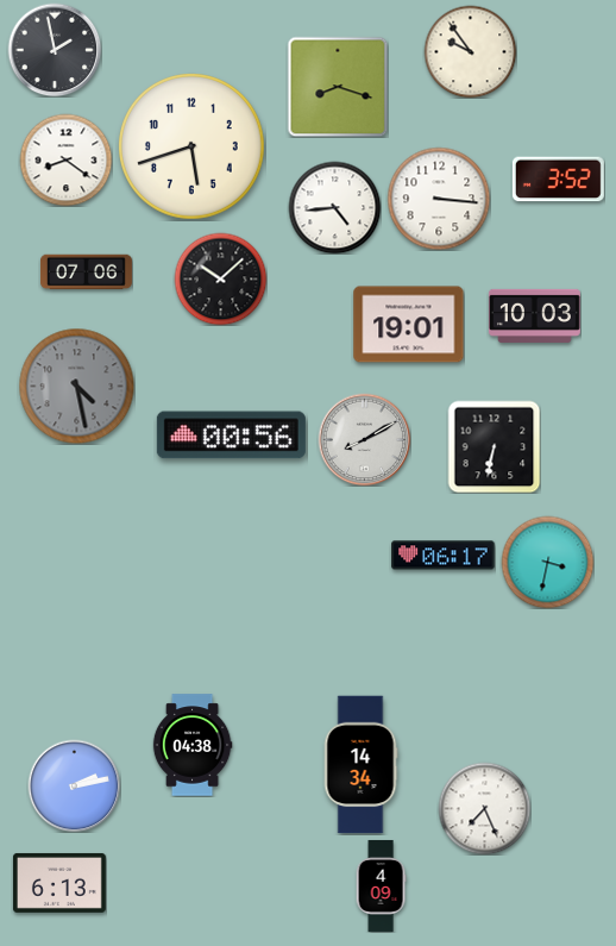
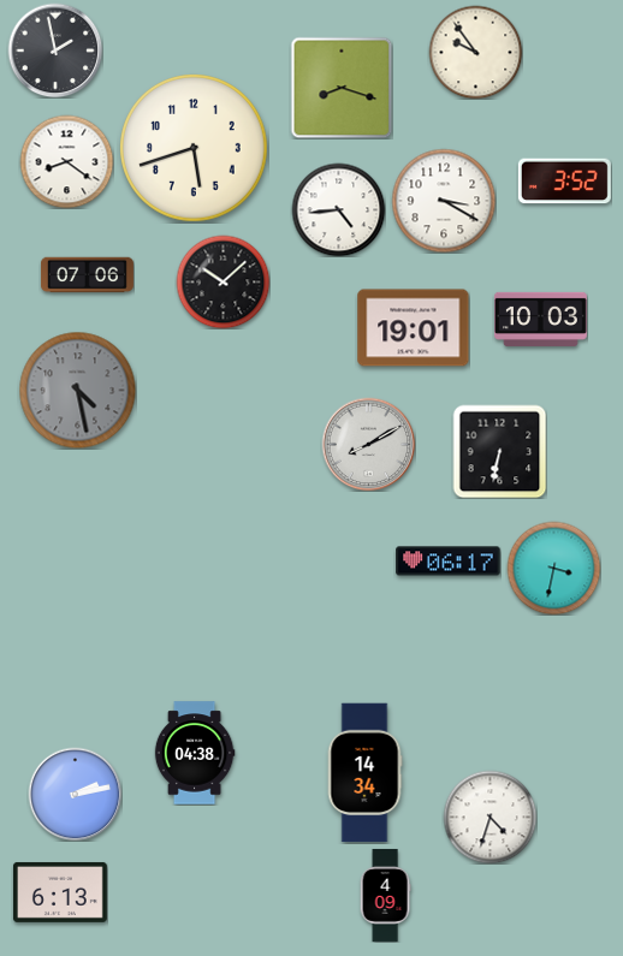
clock at (439, 199): 3:16 -> 3:20
clock at (231, 436): 00:56 -> none
clock at (484, 808): 7:26 -> 4:33
